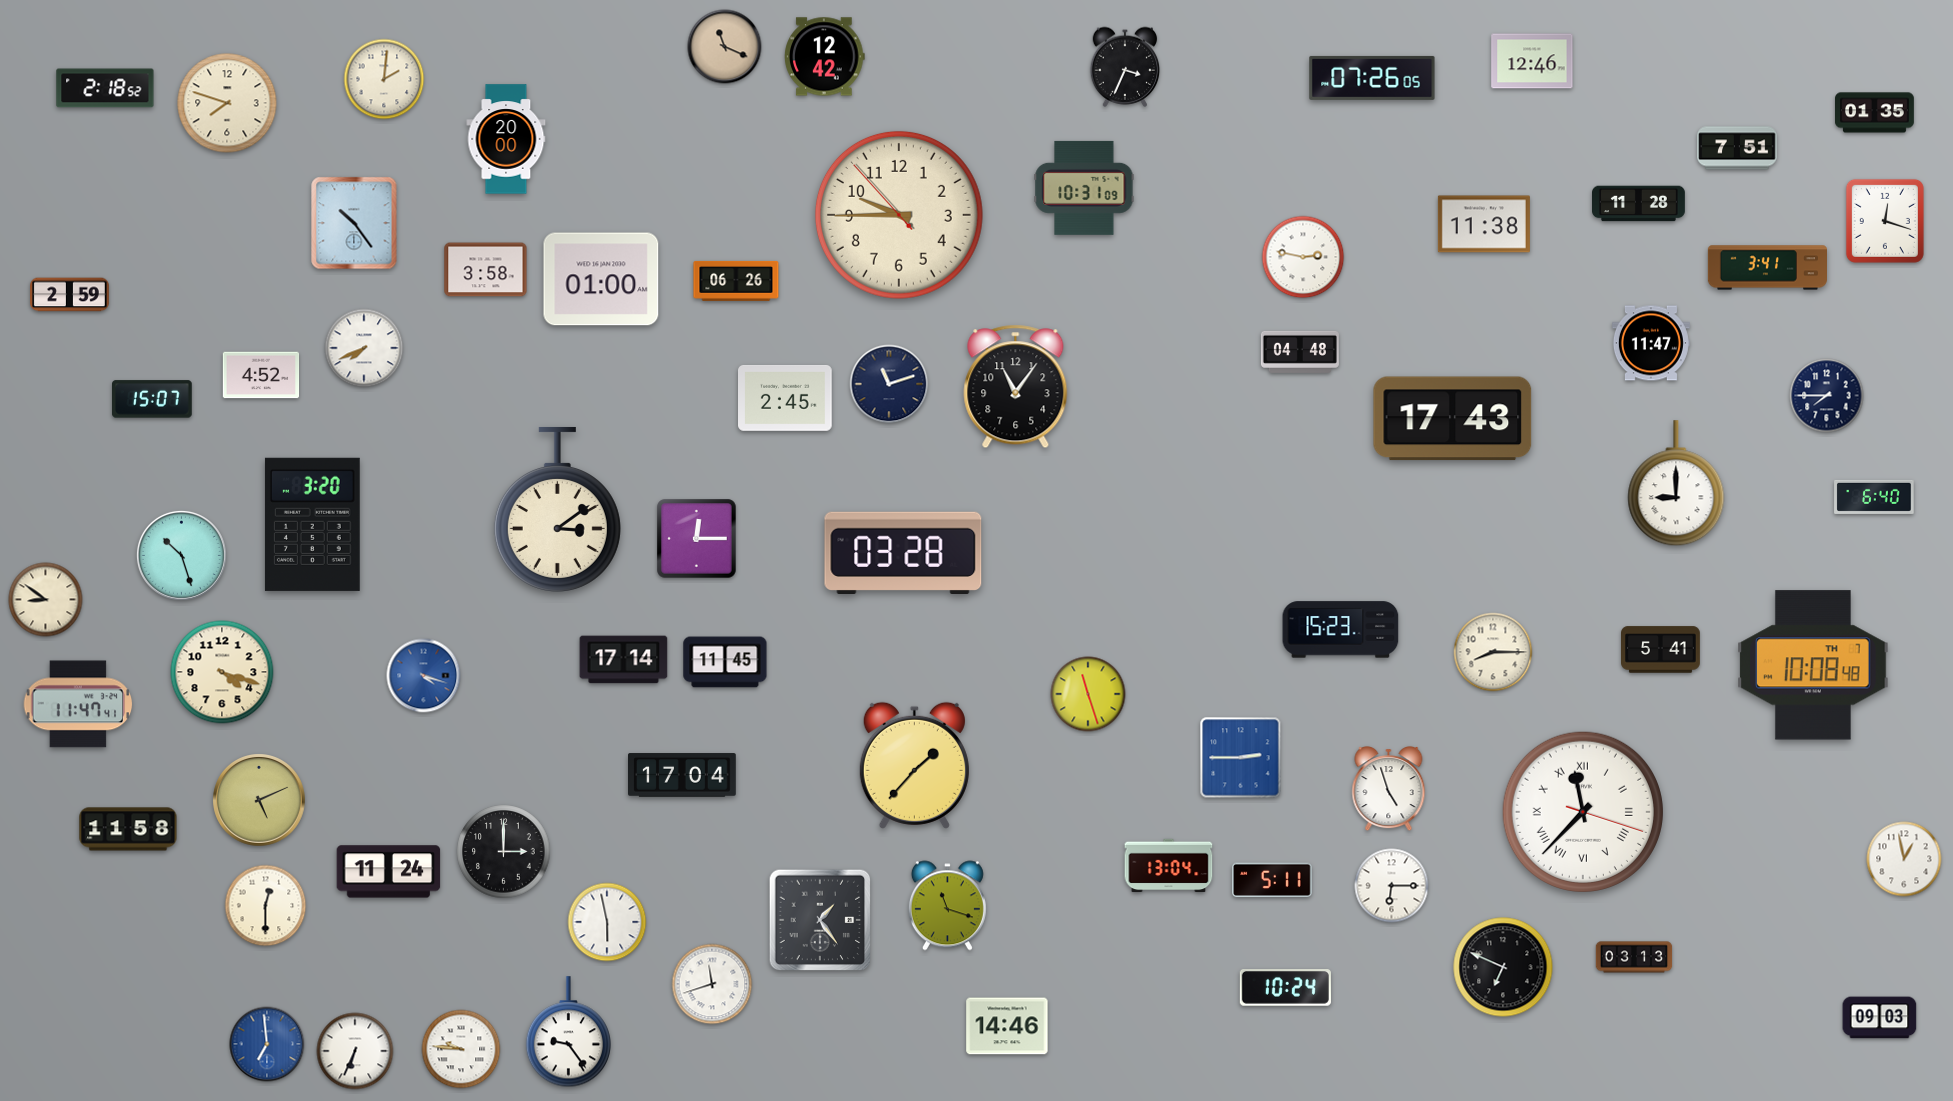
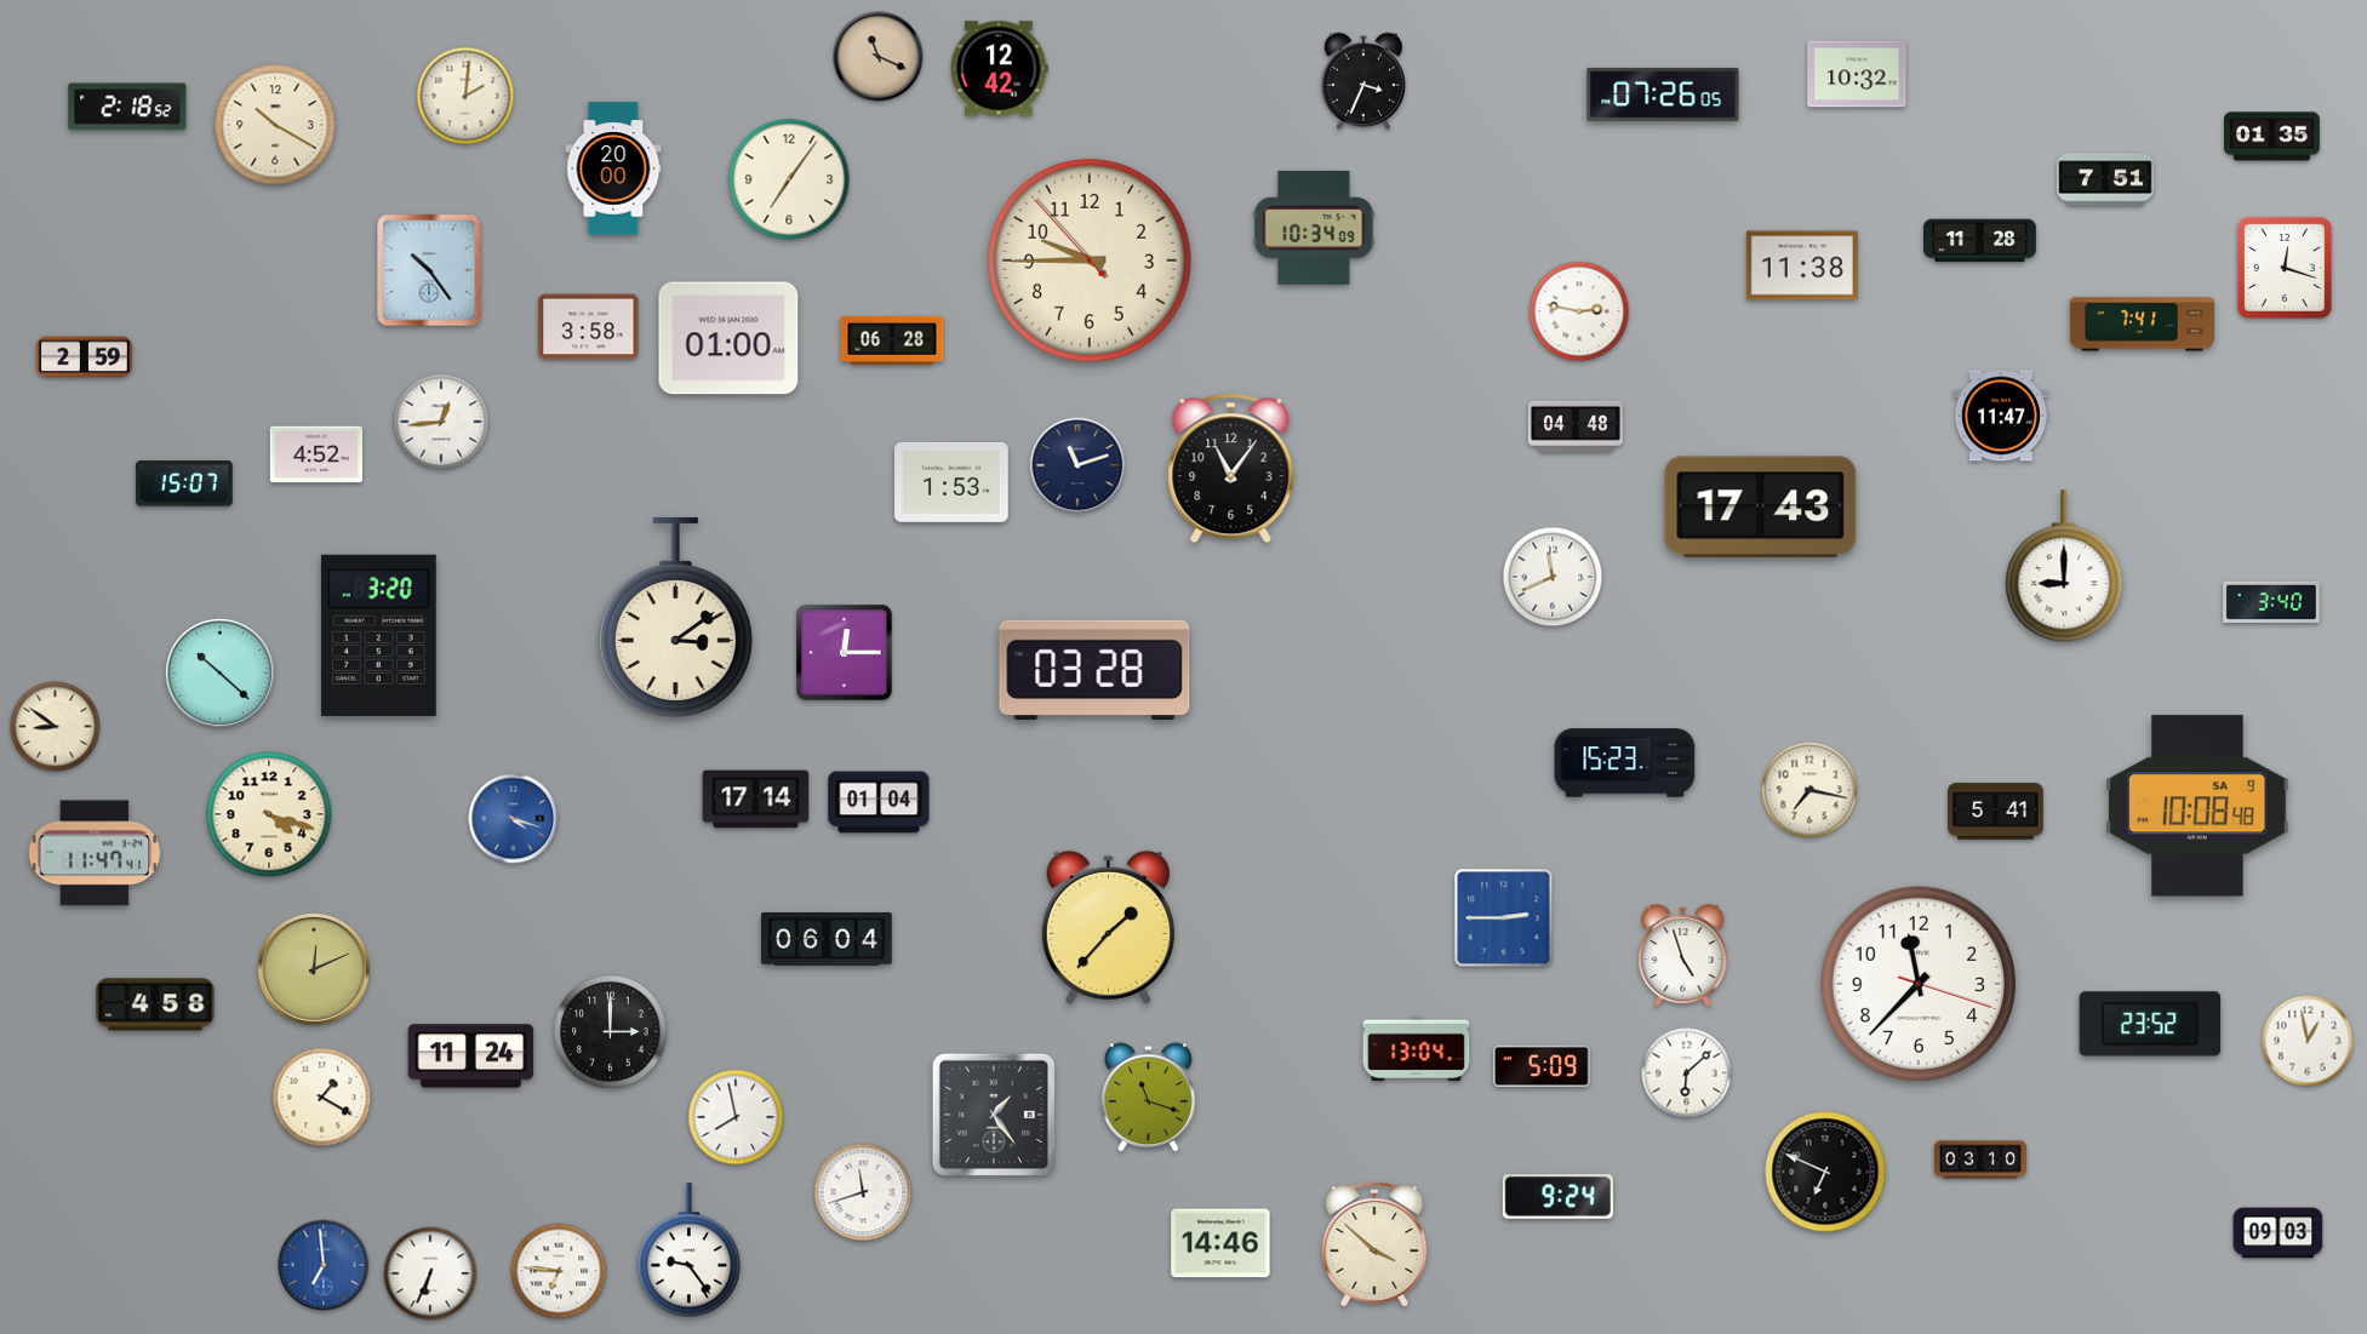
clock at (1532, 61): 12:46 -> 10:32
clock at (227, 103): 7:48 -> 10:20
clock at (789, 179): none -> 7:06
clock at (1084, 188): 10:31 -> 10:34
clock at (1639, 204) position: (1639, 204) -> (1980, 241)
clock at (1484, 224) position: (1484, 224) -> (1802, 265)
clock at (1767, 268): 3:41 -> 7:41
clock at (736, 281): 06:26 -> 06:28
clock at (364, 348): 7:41 -> 12:44
clock at (1827, 396): 7:45 -> none
clock at (786, 398): 2:45 -> 1:53
clock at (1553, 577): none -> 11:41
clock at (1676, 484) position: (1676, 484) -> (2064, 567)
clock at (1874, 497): 6:40 -> 3:40
clock at (181, 555): 10:27 -> 10:22
clock at (1661, 650) position: (1661, 650) -> (1996, 812)
clock at (1493, 652): 8:15 -> 7:17
clock at (725, 662): 11:45 -> 01:04
clock at (1813, 665) date: TH 7 -> SA 9
clock at (1088, 694): 11:27 -> none
clock at (683, 775): 17:04 -> 06:04
clock at (260, 801): 5:11 -> 12:11
clock at (1583, 812) numerals: Roman -> Arabic
clock at (128, 829): 11:58 -> 4:58
clock at (2150, 1024): none -> 23:52
clock at (1272, 880): 5:11 -> 5:09
clock at (1392, 886): 6:15 -> 6:08
clock at (266, 906): 12:30 -> 1:20
clock at (607, 922): 5:58 -> 7:58
clock at (1634, 957): 03:13 -> 03:10
clock at (1503, 967) position: (1503, 967) -> (1825, 1172)
clock at (1285, 988): 10:24 -> 9:24
clock at (1374, 1246): none -> 3:52
clock at (461, 1049): 9:46 -> 6:46
